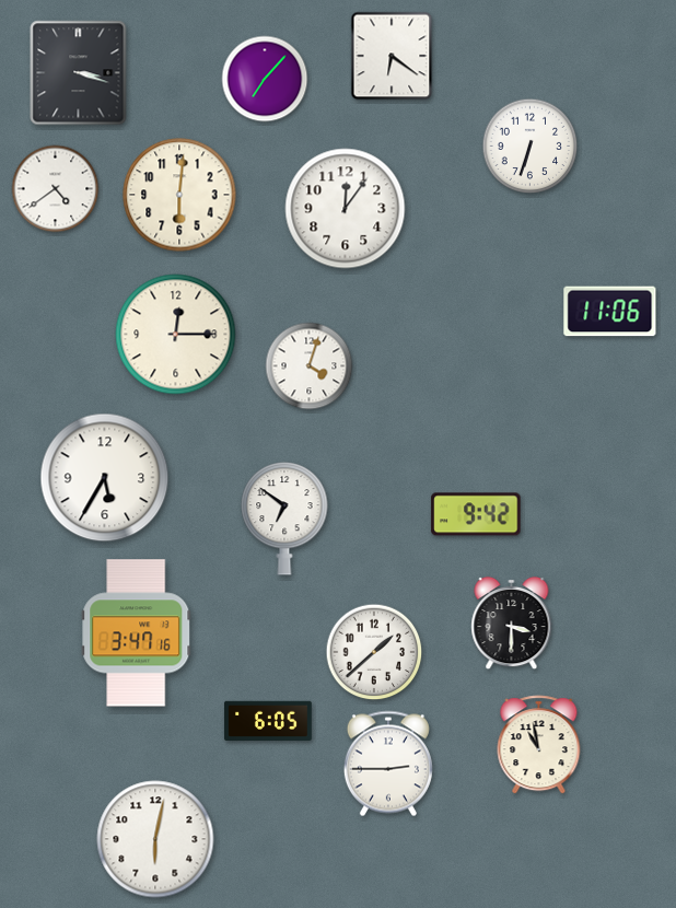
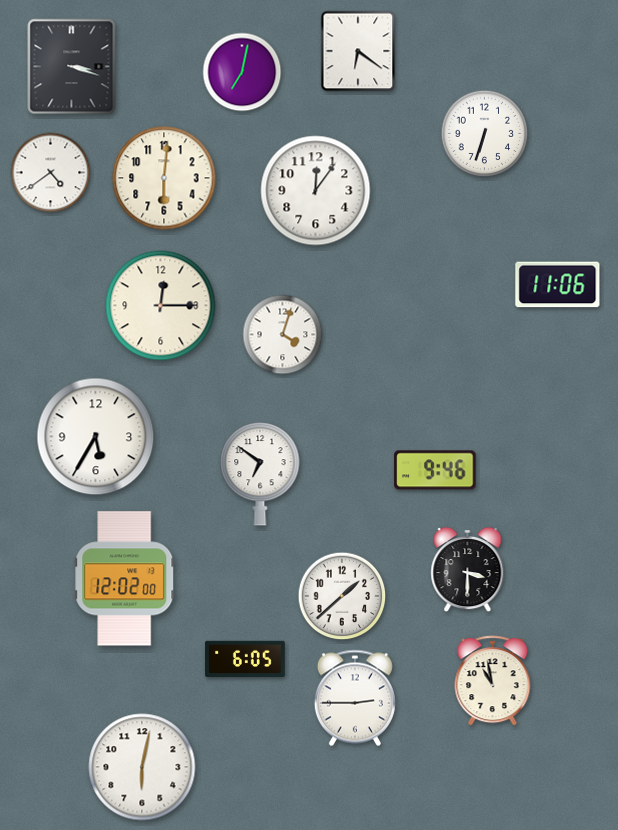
clock at (265, 79): 7:07 -> 7:02
clock at (476, 514): 9:42 -> 9:46
clock at (137, 633): 3:47 -> 12:02
